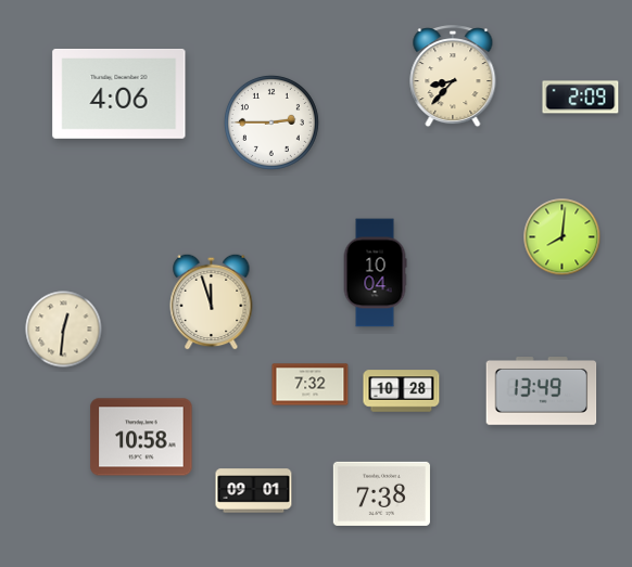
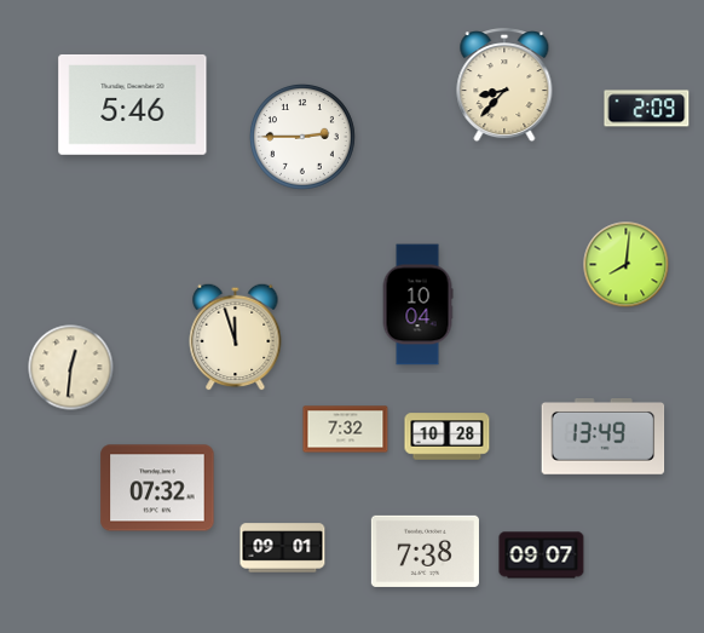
clock at (119, 93): 4:06 -> 5:46
clock at (141, 437): 10:58 -> 07:32
clock at (542, 556): none -> 09:07
